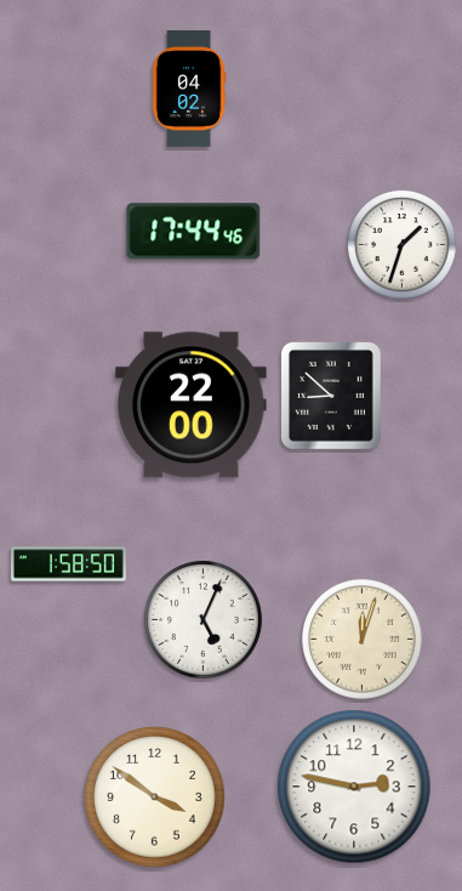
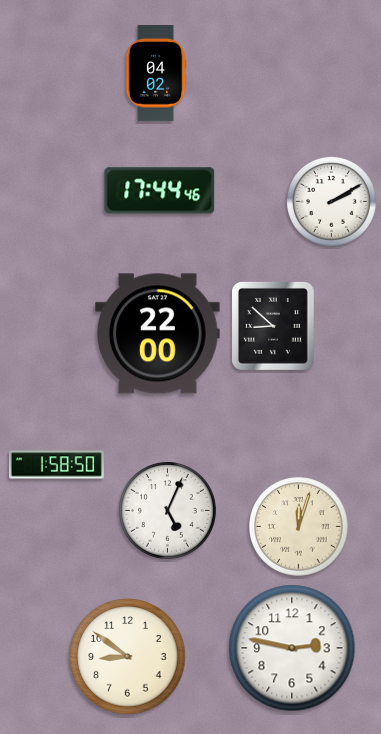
clock at (401, 244): 1:33 -> 2:10
clock at (155, 798): 3:51 -> 8:51
